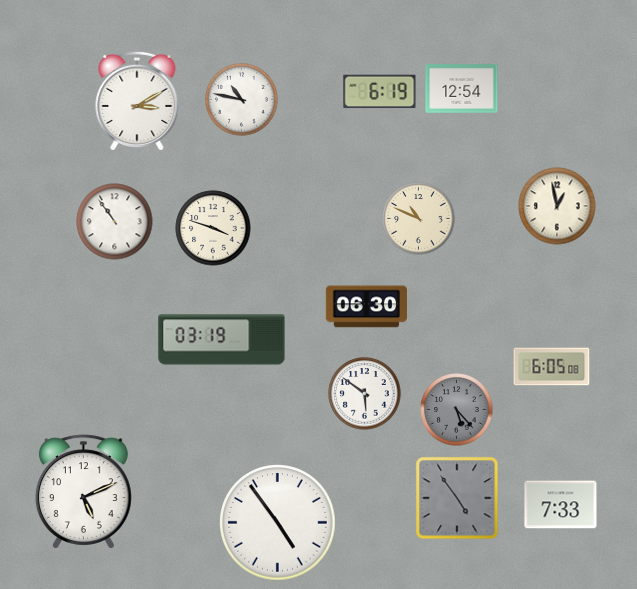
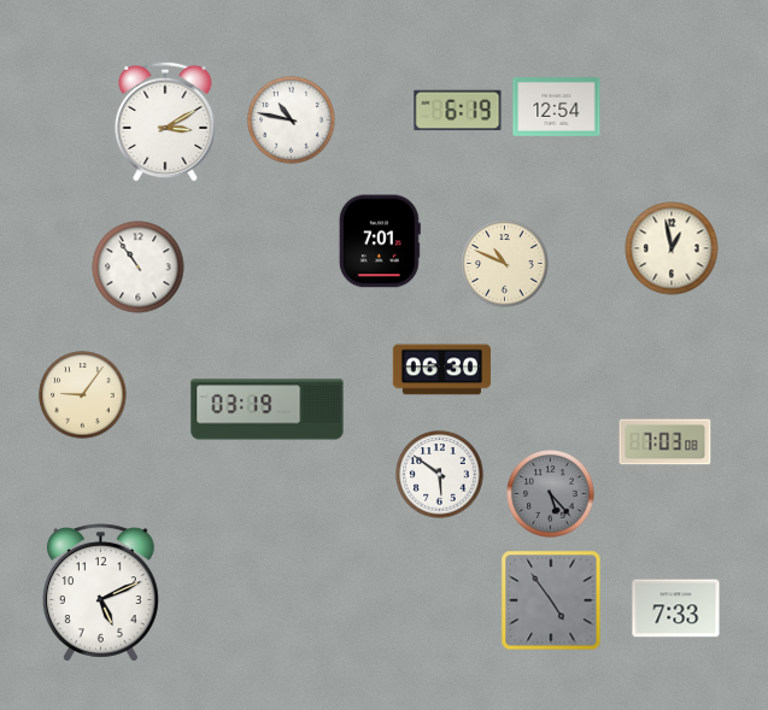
clock at (380, 241): none -> 7:01
clock at (213, 228): 3:48 -> none
clock at (83, 395): none -> 9:06
clock at (552, 367): 6:05 -> 7:03
clock at (278, 523): 4:54 -> none
